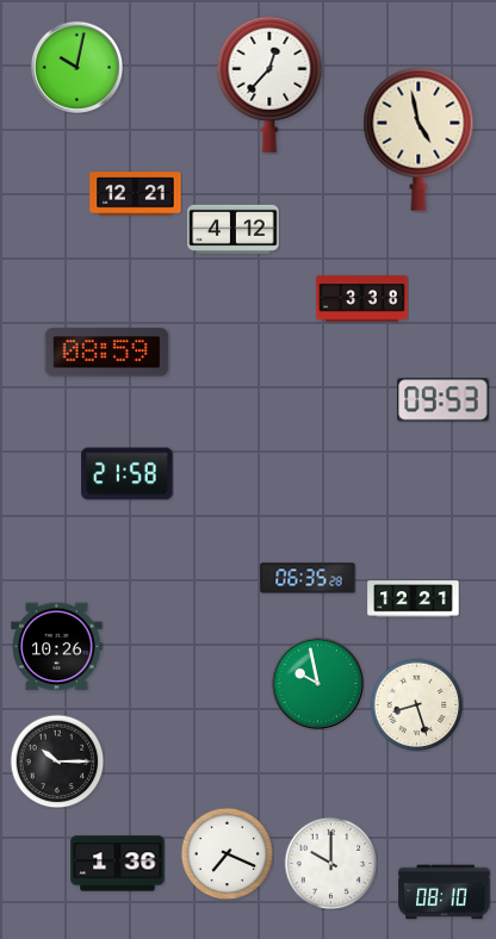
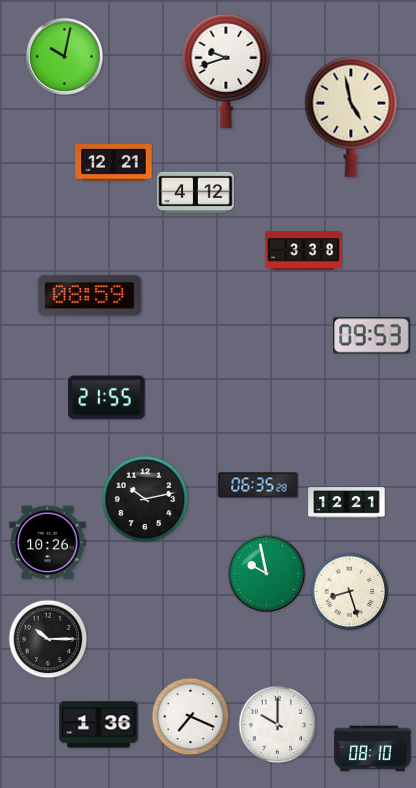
clock at (269, 85): 12:37 -> 9:42
clock at (128, 474): 21:58 -> 21:55
clock at (145, 499): none -> 10:13
